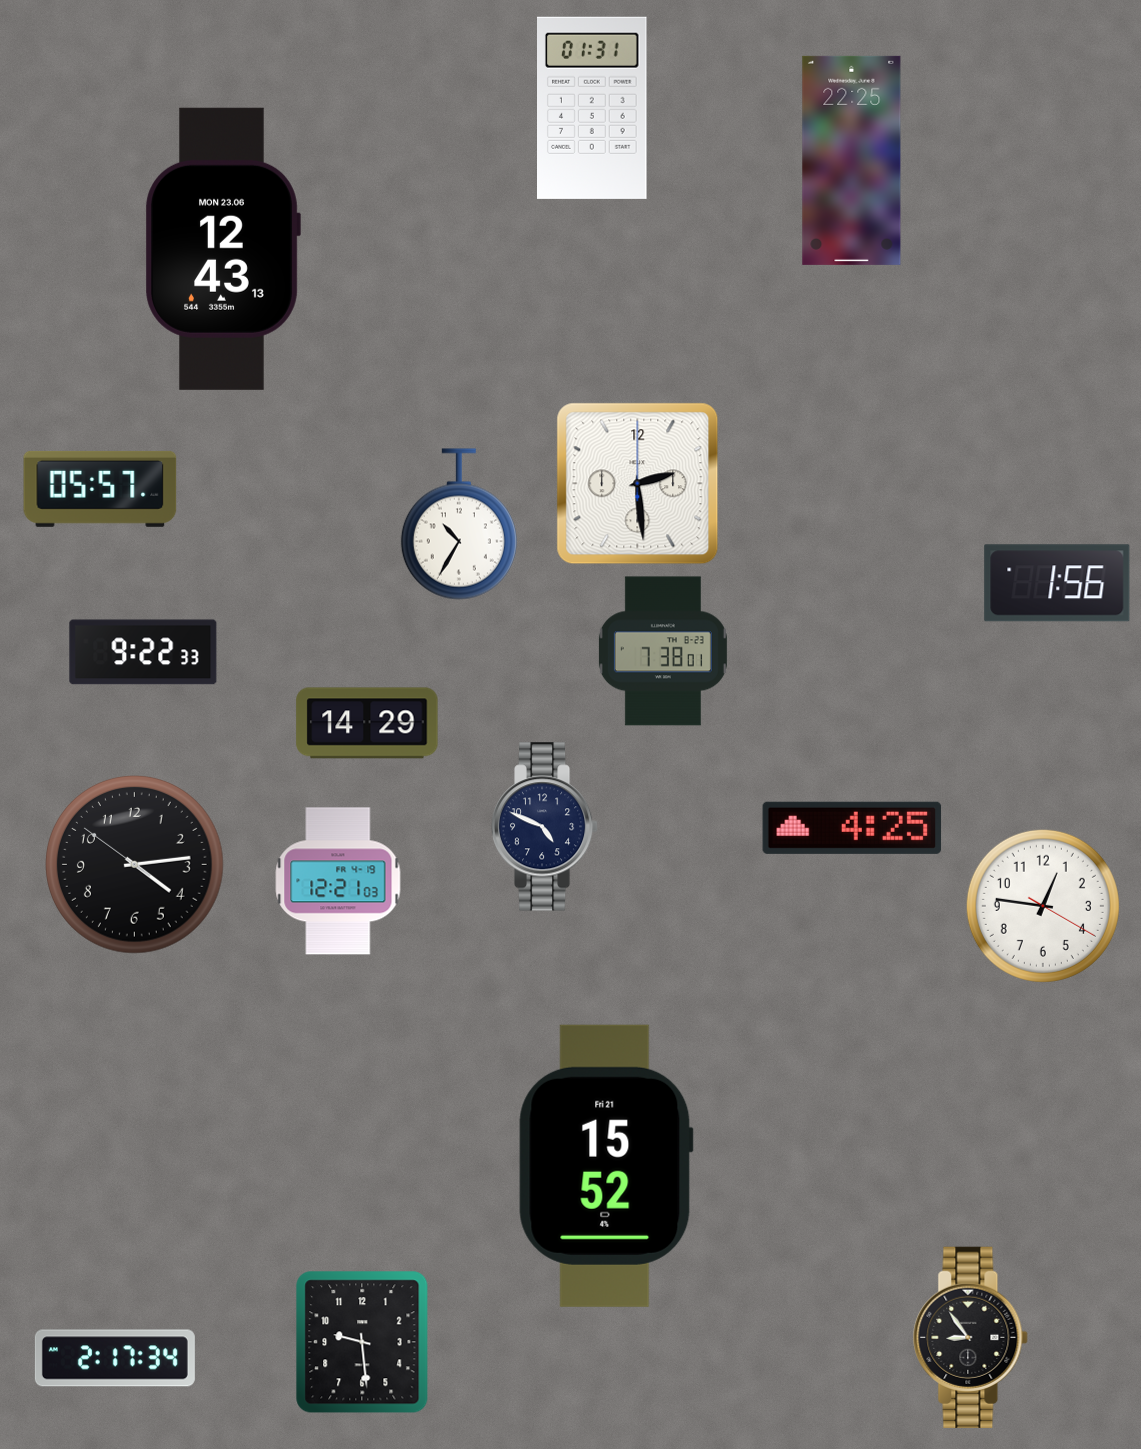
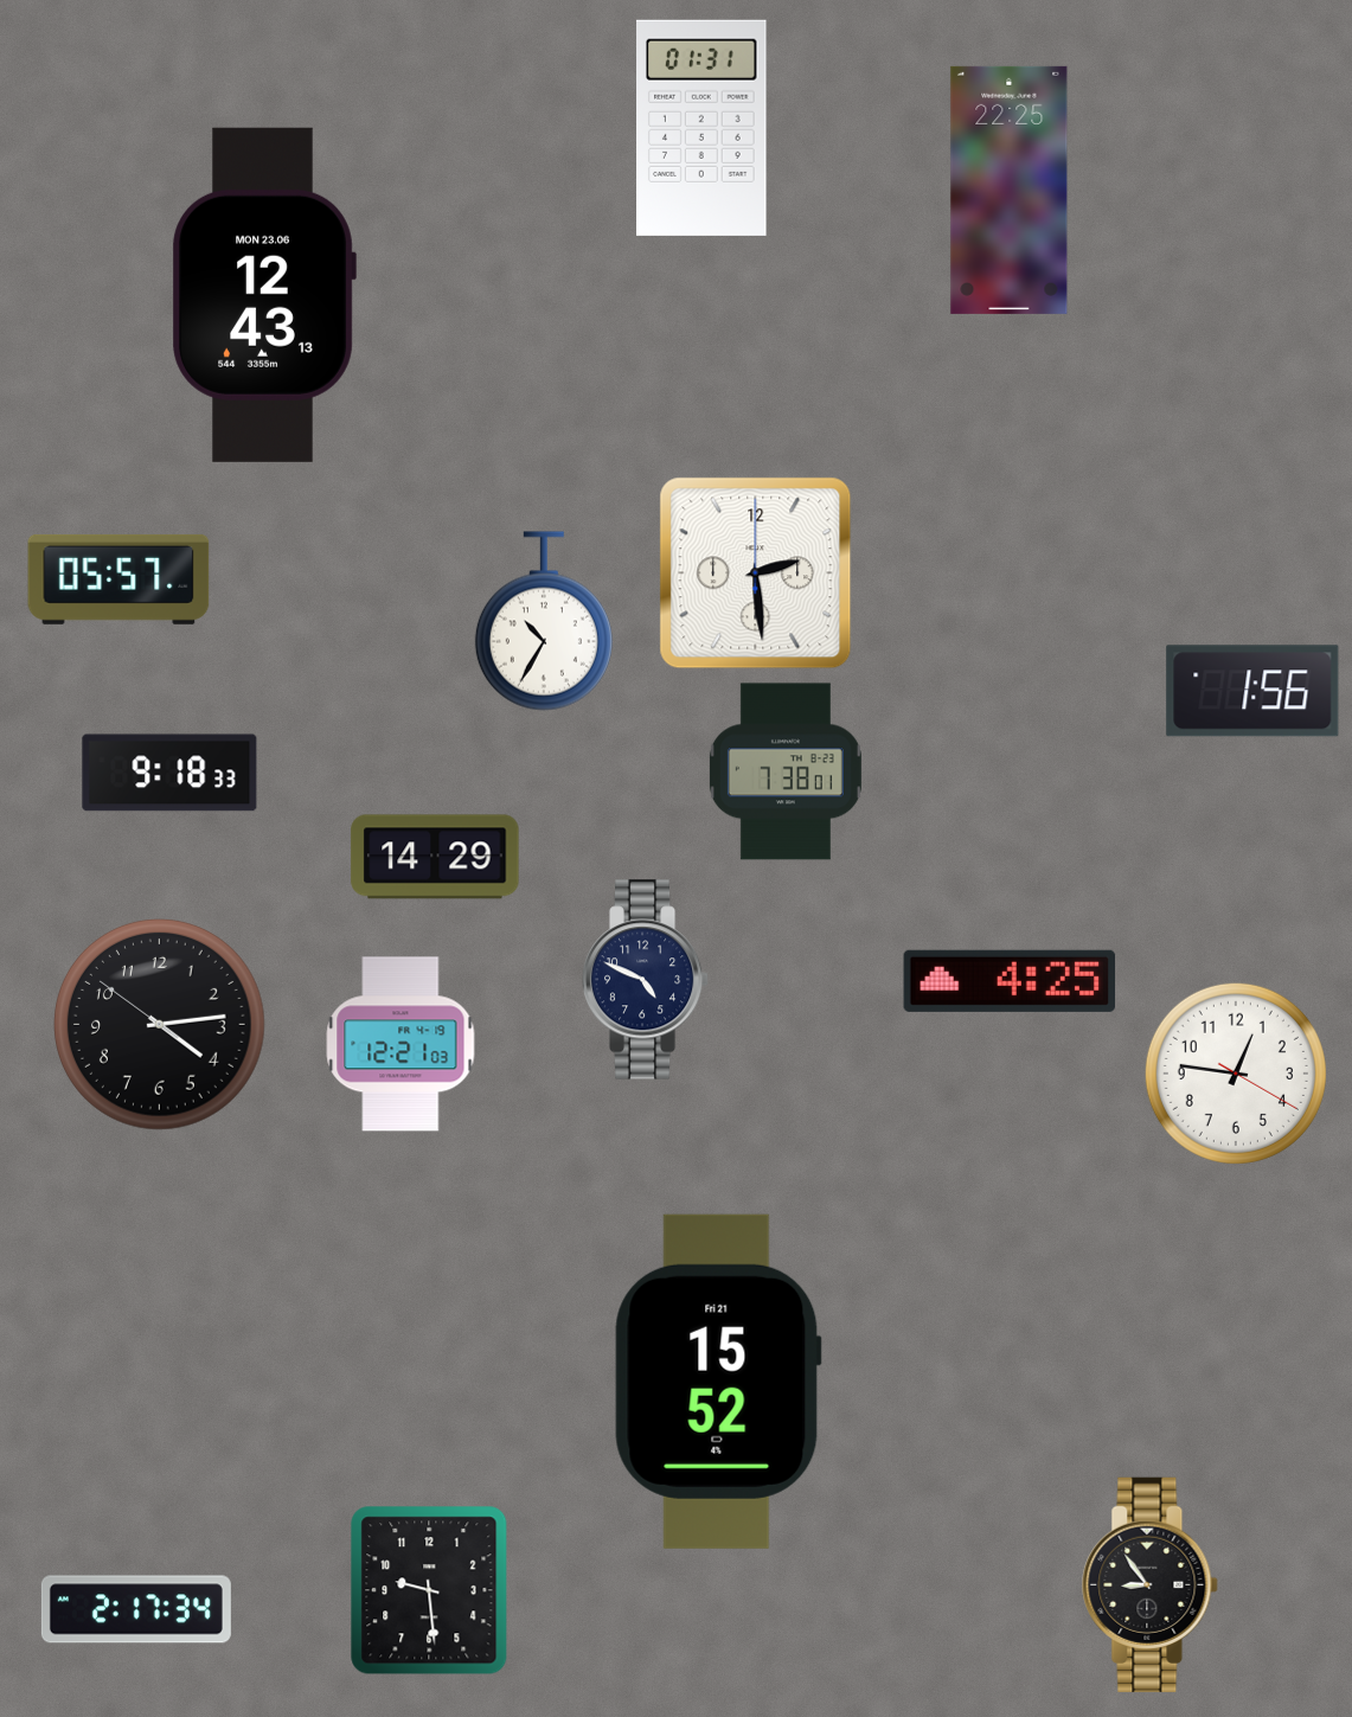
clock at (143, 652): 9:22 -> 9:18
